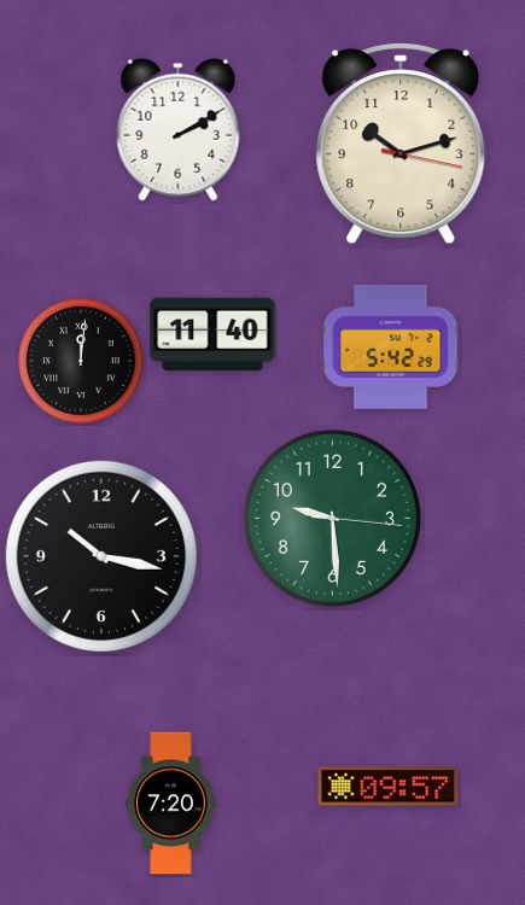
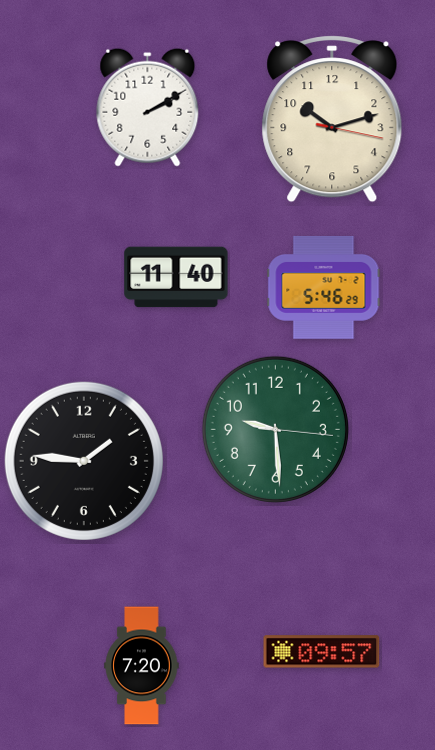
clock at (391, 346): 5:42 -> 5:46
clock at (82, 362): 12:01 -> none
clock at (101, 556): 10:17 -> 1:46
